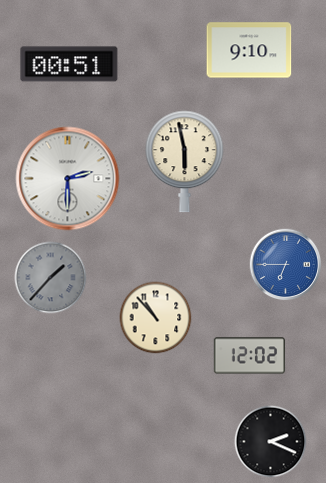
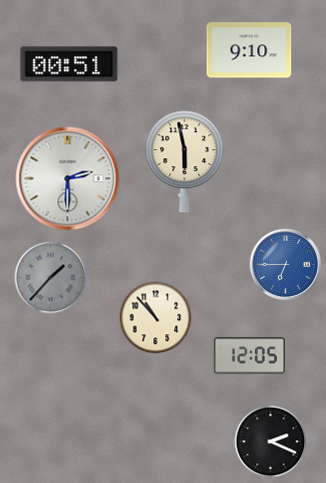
clock at (249, 356): 12:02 -> 12:05
